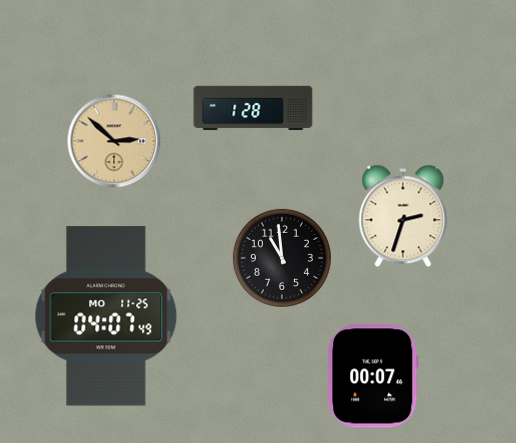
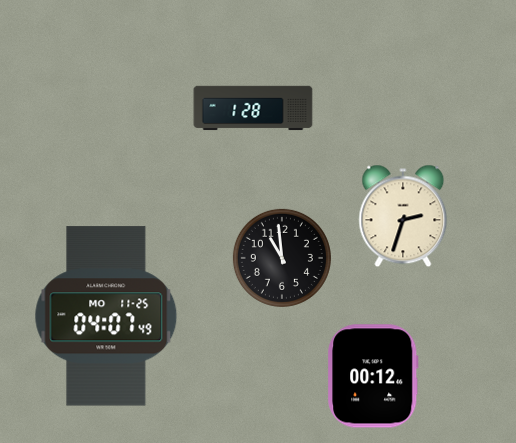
clock at (114, 141): 2:52 -> none
clock at (373, 376): 00:07 -> 00:12
